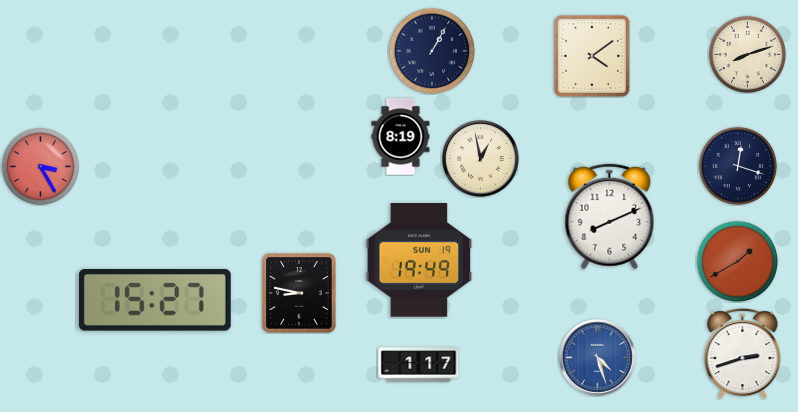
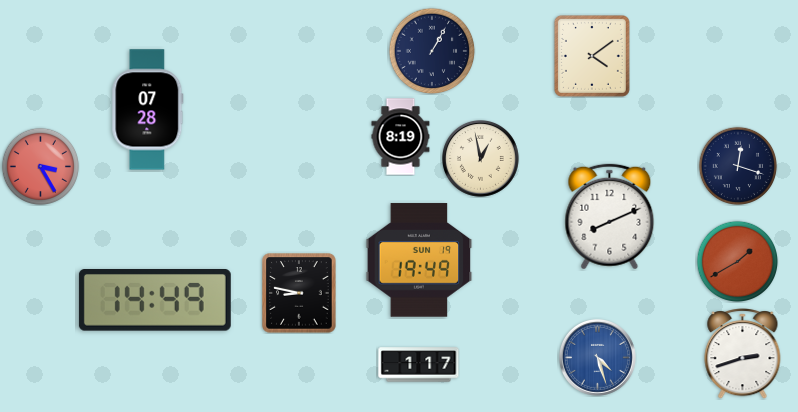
clock at (747, 54): 8:12 -> none
clock at (148, 110): none -> 07:28
clock at (155, 301): 15:27 -> 14:49
